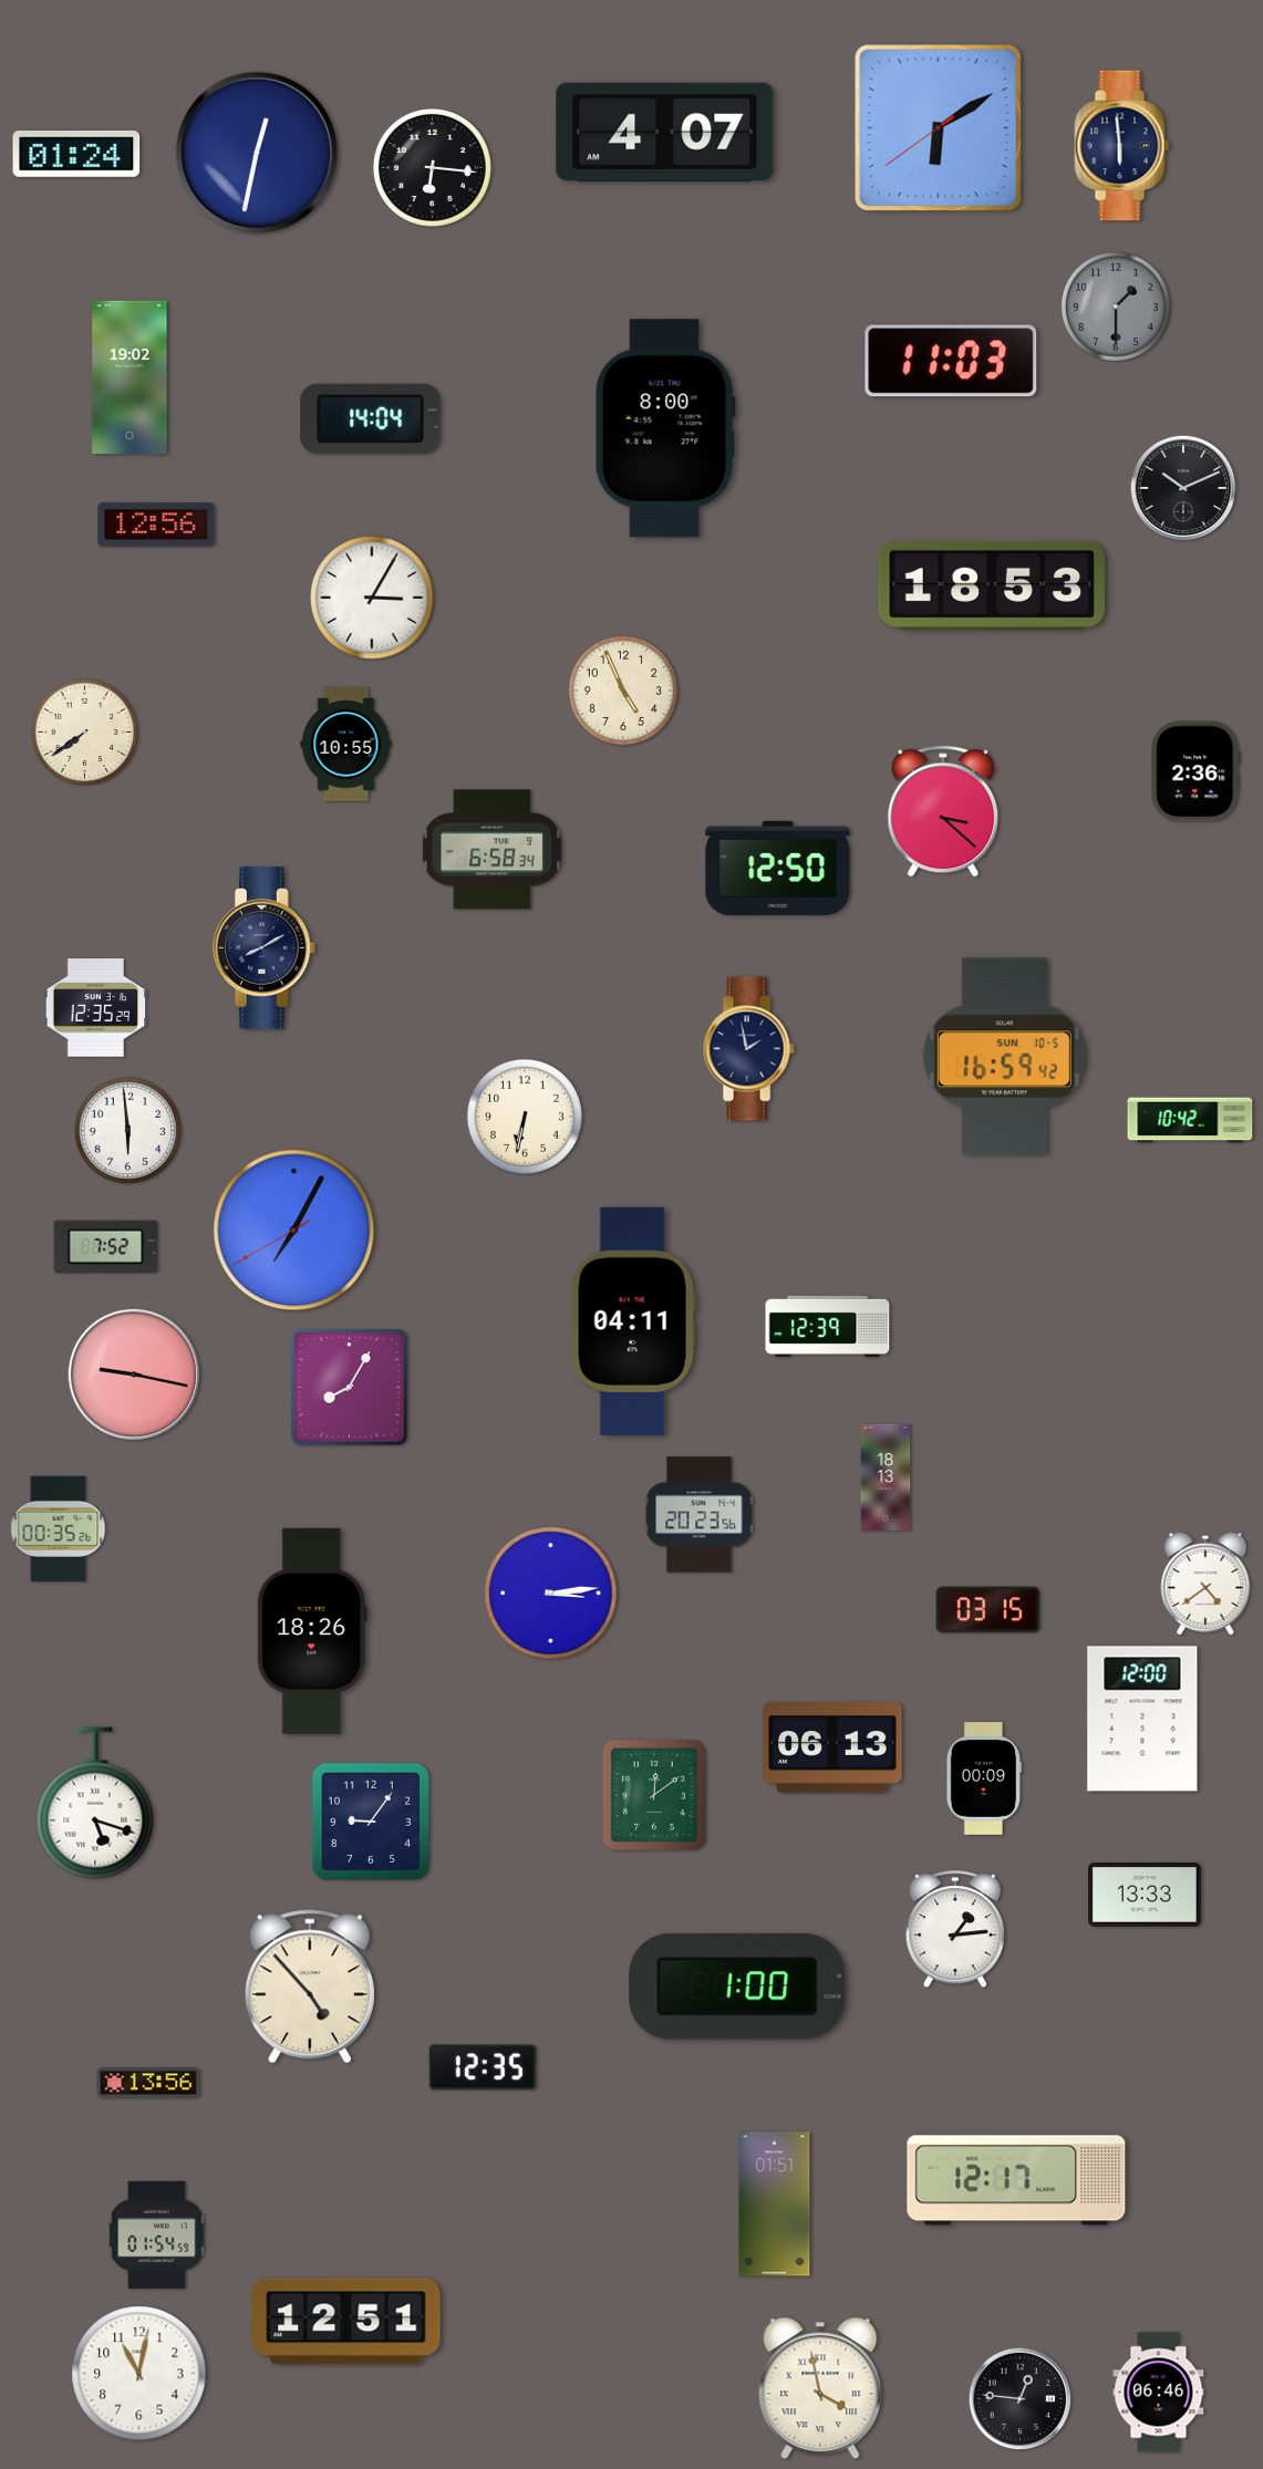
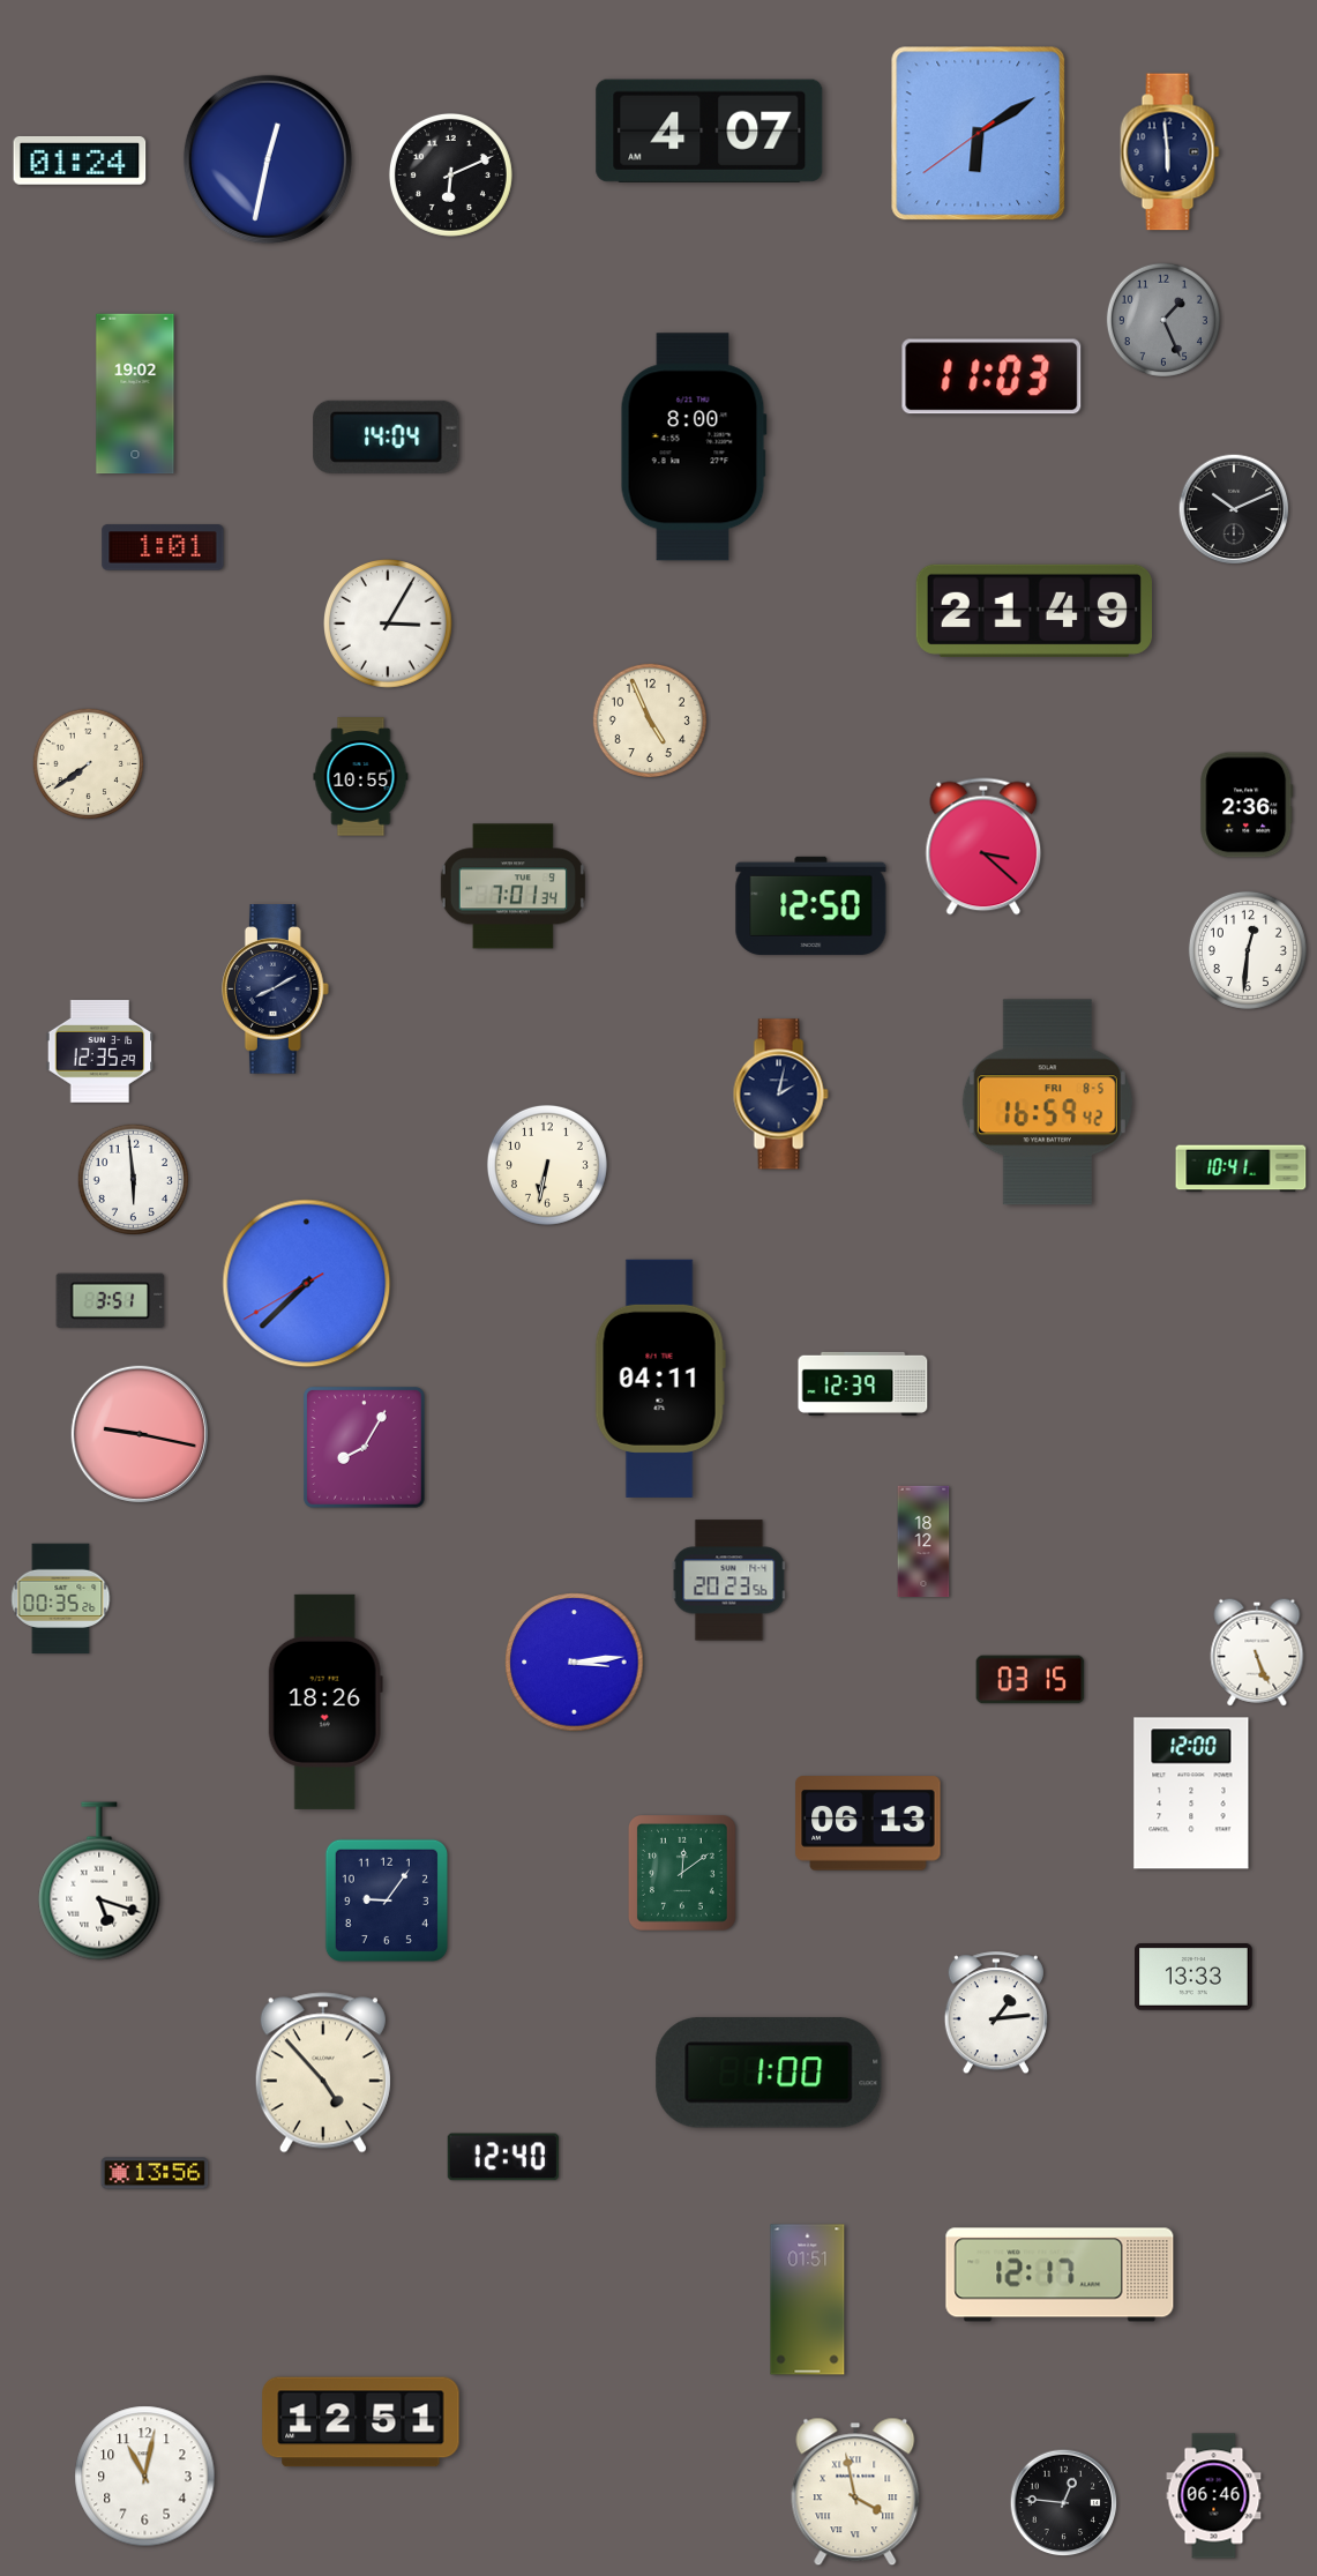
clock at (665, 132) position: (665, 132) -> (710, 130)
clock at (432, 167): 6:16 -> 6:11
clock at (1116, 307): 1:30 -> 1:26
clock at (156, 525): 12:56 -> 1:01
clock at (991, 585): 18:53 -> 21:49
clock at (491, 850): 6:58 -> 7:01
clock at (1248, 950): none -> 12:31
clock at (748, 1049): 1:58 -> 2:02
clock at (1004, 1057) date: SUN 10-5 -> FRI 8-5
clock at (1190, 1120): 10:42 -> 10:41
clock at (294, 1231): 7:04 -> 7:37
clock at (106, 1247): 7:52 -> 3:51
clock at (886, 1477): 18:13 -> 18:12
clock at (59, 1529) position: (59, 1529) -> (61, 1599)
clock at (1205, 1584): 4:39 -> 5:26
clock at (984, 1778): 00:09 -> none
clock at (483, 2067): 12:35 -> 12:40
clock at (157, 2234): 01:54 -> none
clock at (1159, 2393) position: (1159, 2393) -> (1214, 2496)
